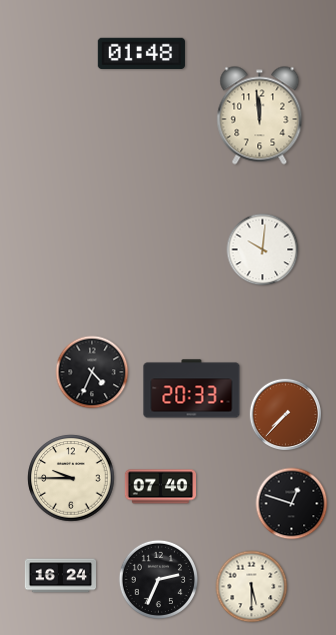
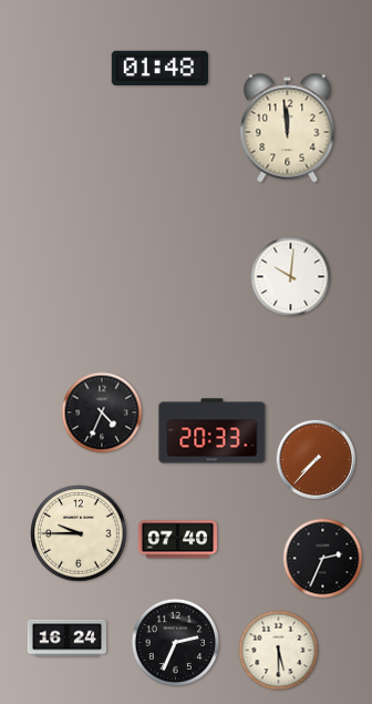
clock at (141, 54) position: (141, 54) -> (159, 69)
clock at (71, 478) position: (71, 478) -> (79, 533)
clock at (292, 504): 12:48 -> 2:34
